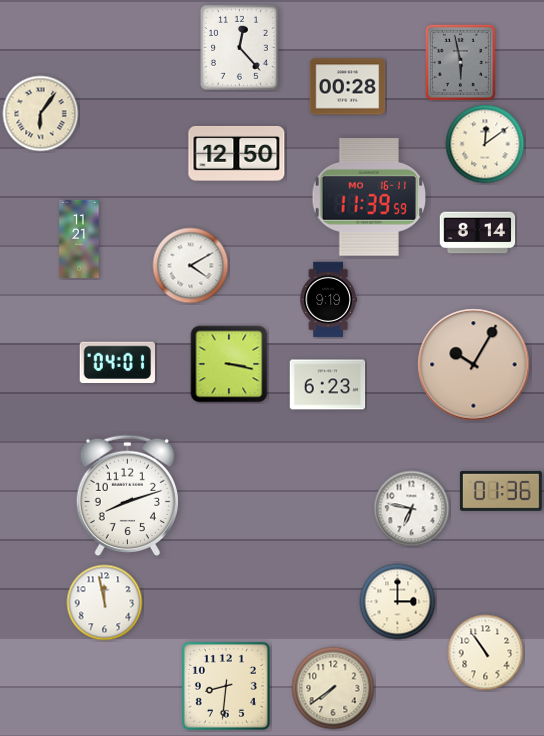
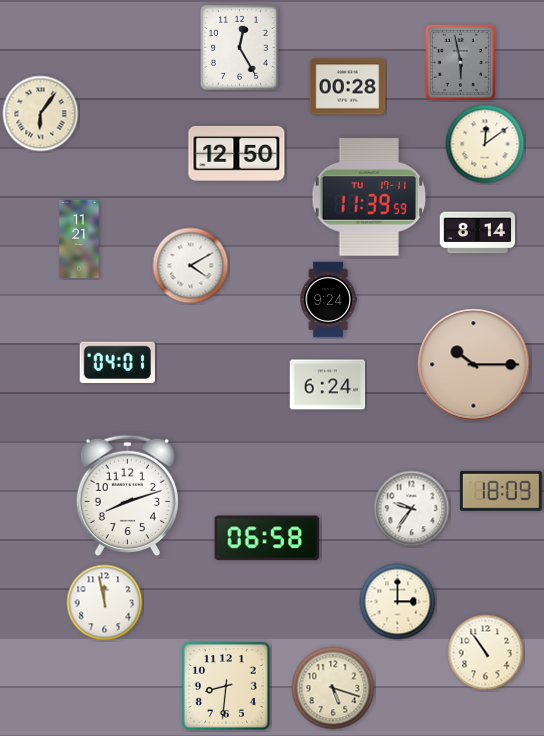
clock at (240, 48): 12:23 -> 12:25
clock at (368, 198) date: MO 16-11 -> TU 17-11
clock at (328, 300): 9:19 -> 9:24
clock at (229, 364): 3:17 -> none
clock at (474, 365): 10:05 -> 10:15
clock at (328, 385): 6:23 -> 6:24
clock at (501, 491): 01:36 -> 18:09
clock at (412, 509): 6:47 -> 9:36
clock at (267, 538): none -> 06:58
clock at (333, 688): 7:39 -> 5:18
